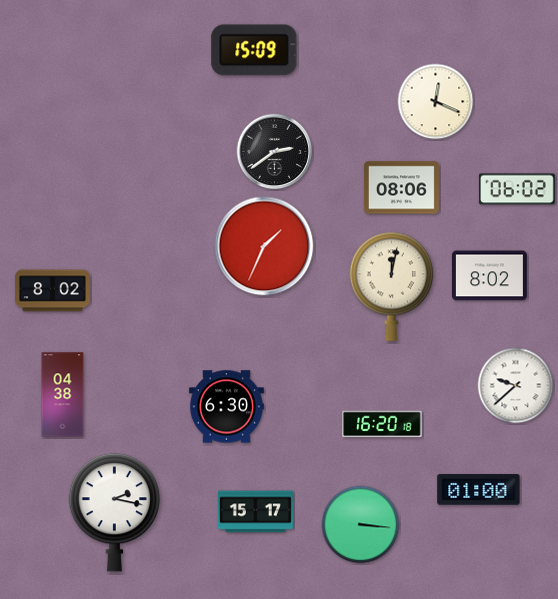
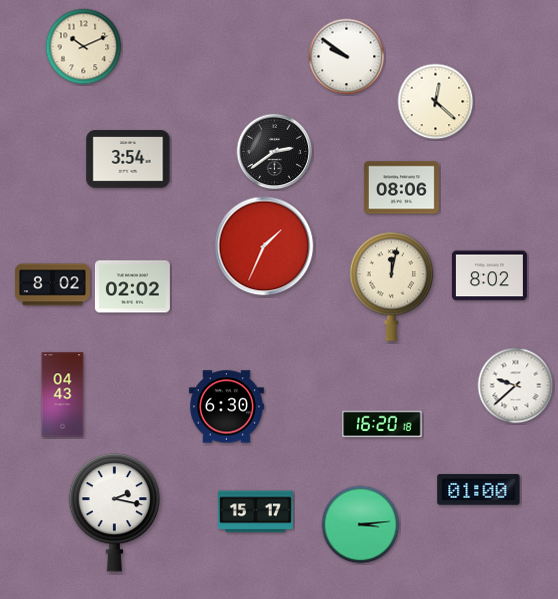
clock at (84, 47): none -> 10:11
clock at (254, 50): 15:09 -> none
clock at (347, 57): none -> 9:51
clock at (436, 102): 12:19 -> 12:22
clock at (128, 159): none -> 3:54
clock at (517, 189): 06:02 -> none
clock at (132, 287): none -> 02:02
clock at (52, 291) position: (52, 291) -> (52, 285)
clock at (63, 395): 04:38 -> 04:43
clock at (361, 525): 3:16 -> 3:14
